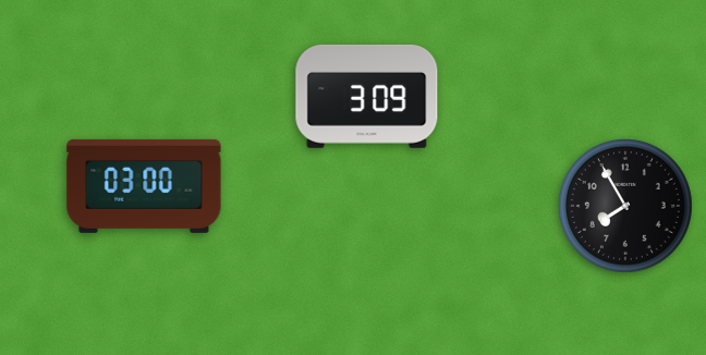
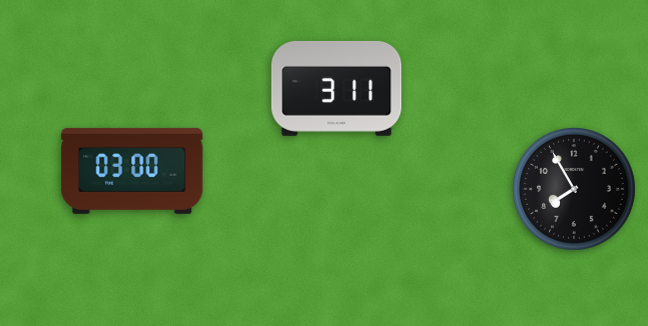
clock at (367, 97): 3:09 -> 3:11
